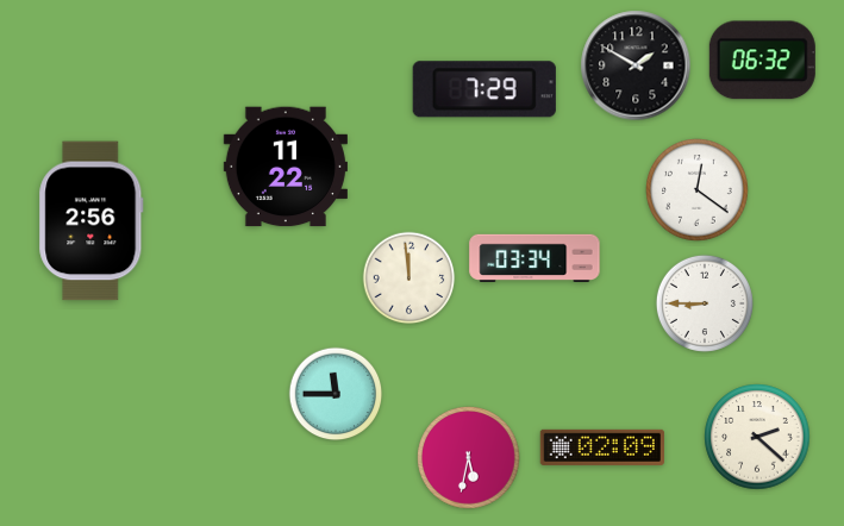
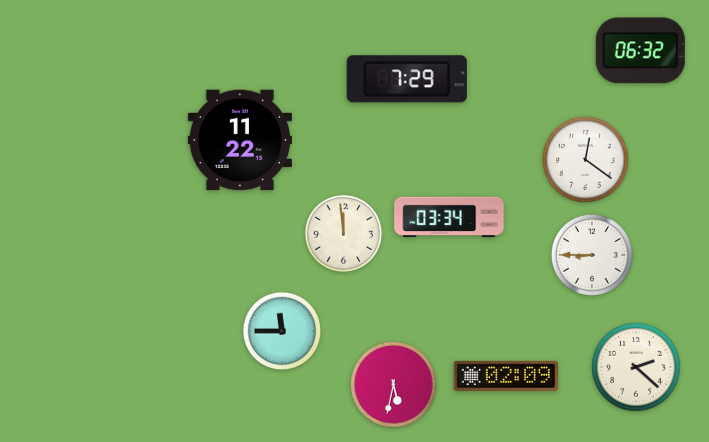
clock at (636, 65): 1:50 -> none
clock at (484, 89) position: (484, 89) -> (407, 79)
clock at (92, 221): 2:56 -> none
